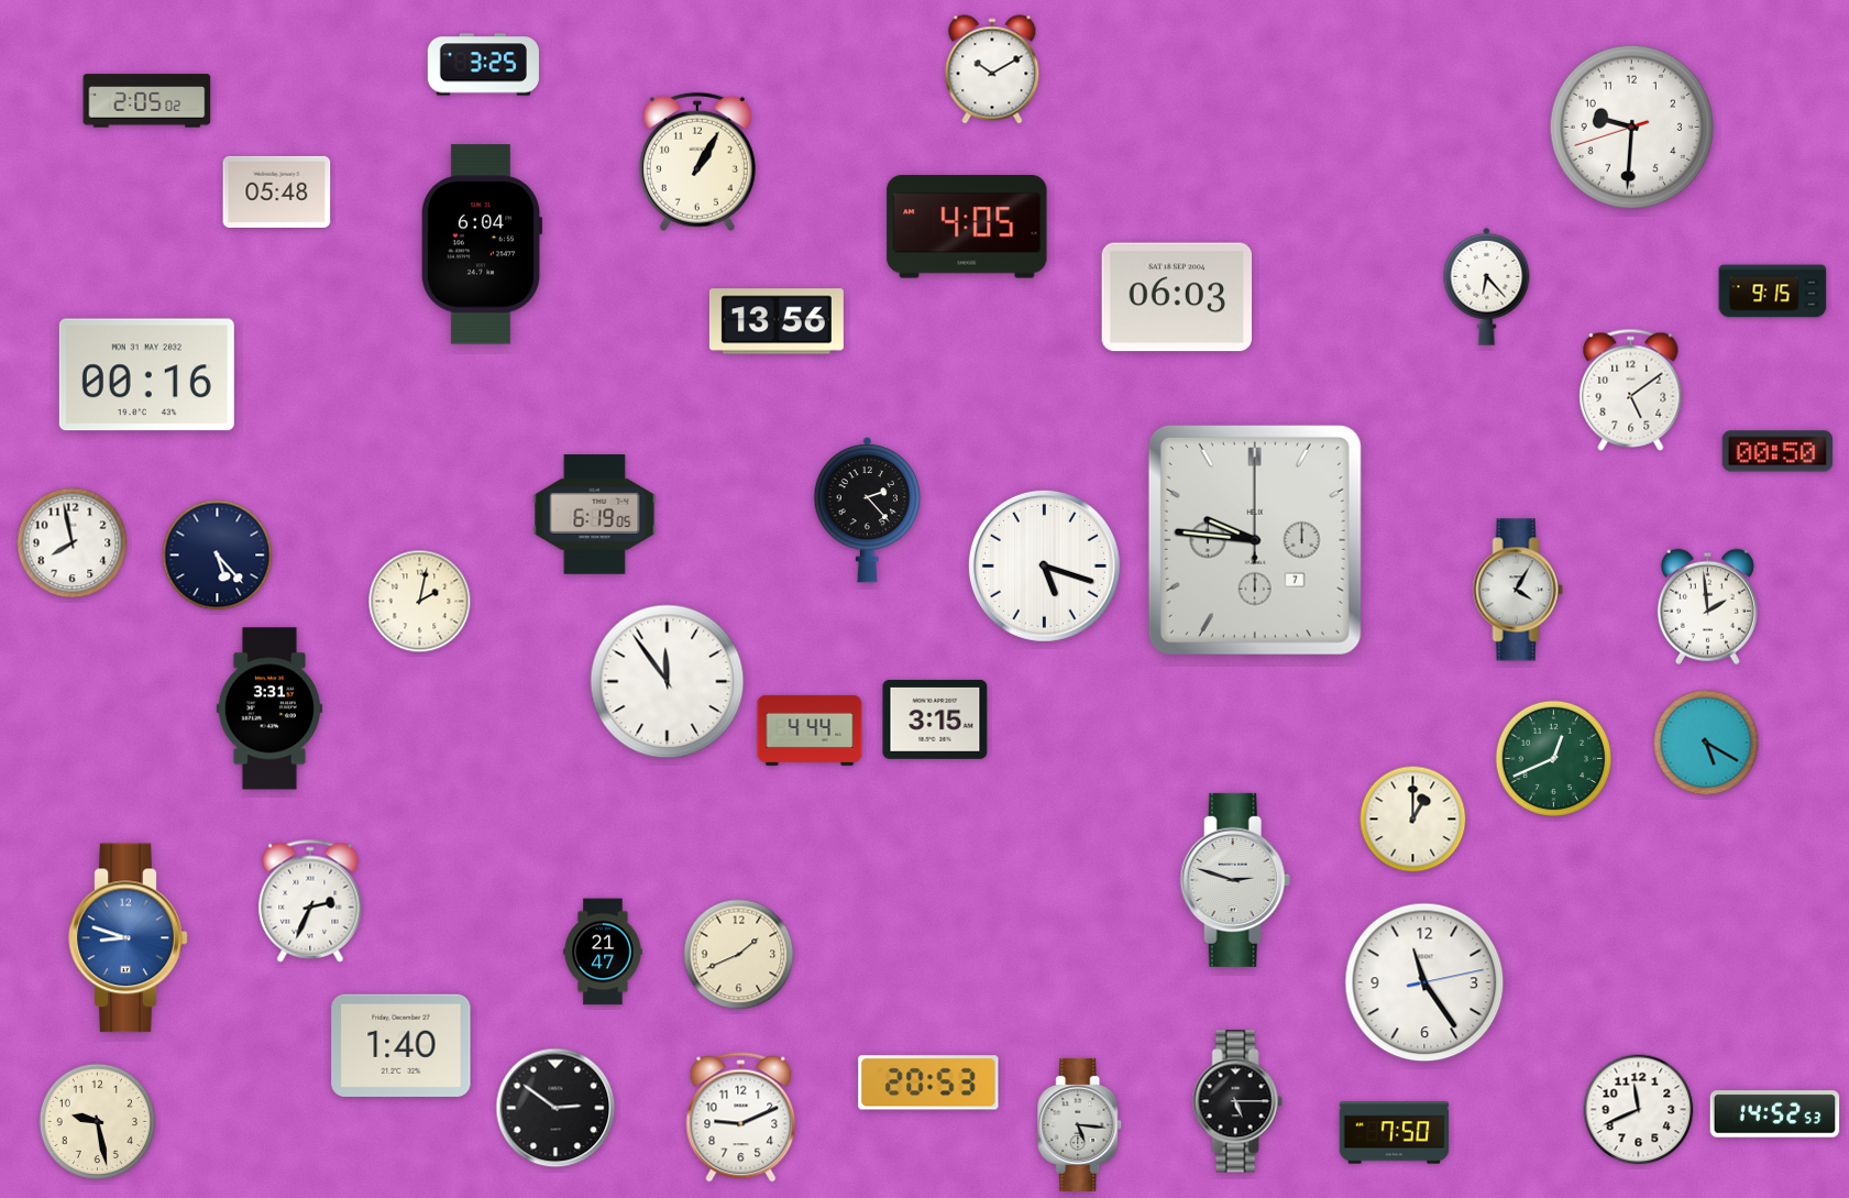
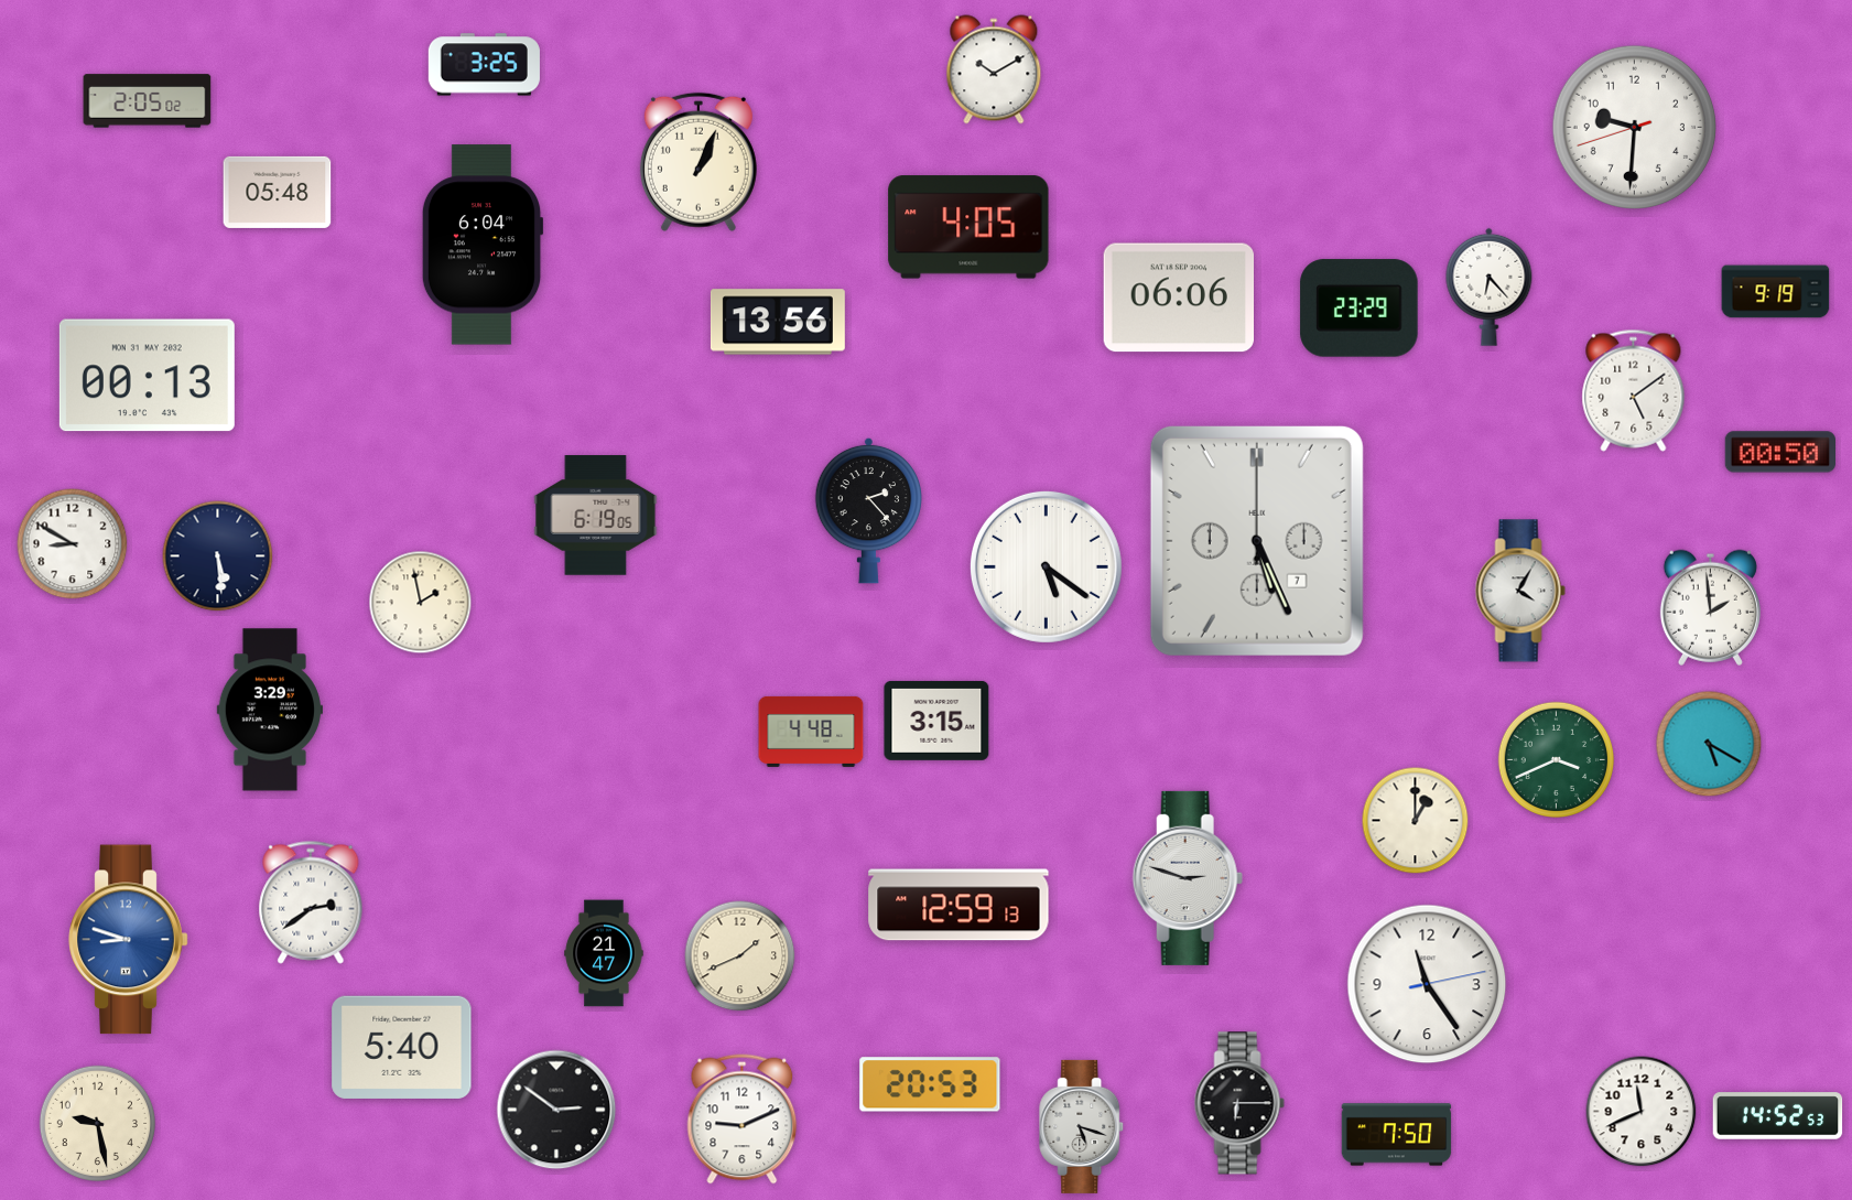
clock at (697, 162): 1:05 -> 1:04
clock at (1773, 292): 9:15 -> 9:19
clock at (1176, 297): 06:03 -> 06:06
clock at (1360, 309): none -> 23:29
clock at (146, 375): 00:16 -> 00:13
clock at (1255, 540): 9:46 -> 5:26
clock at (73, 543): 7:58 -> 8:50
clock at (218, 556): 5:23 -> 5:29
clock at (1044, 565): 5:18 -> 5:21
clock at (420, 602): 2:02 -> 1:58
clock at (668, 682): 11:54 -> none
clock at (269, 708): 3:31 -> 3:29
clock at (810, 730): 4:44 -> 4:48
clock at (1554, 759): 12:41 -> 3:41
clock at (1235, 880) position: (1235, 880) -> (1188, 878)
clock at (310, 901): 2:34 -> 2:39
clock at (959, 905): none -> 12:59
clock at (401, 1045): 1:40 -> 5:40
clock at (1237, 1101): 5:15 -> 6:15
clock at (1080, 1124): 5:16 -> 5:18
